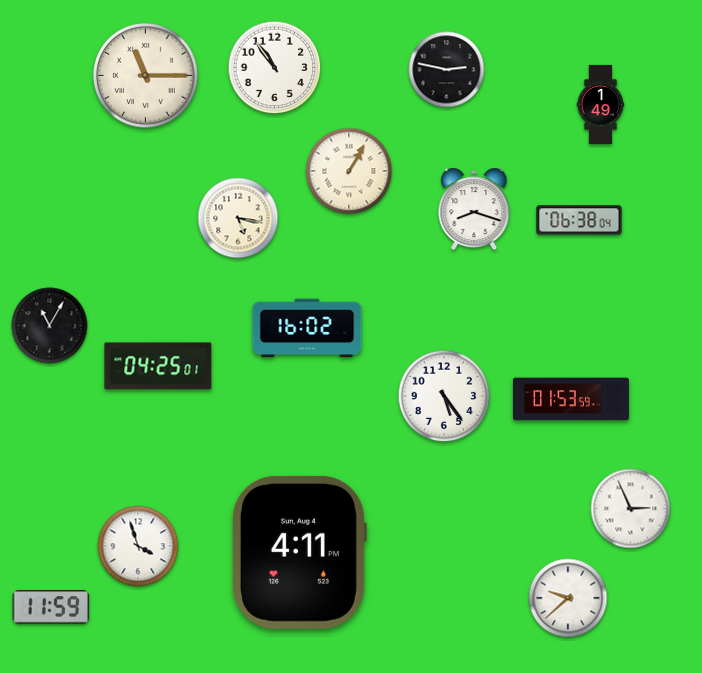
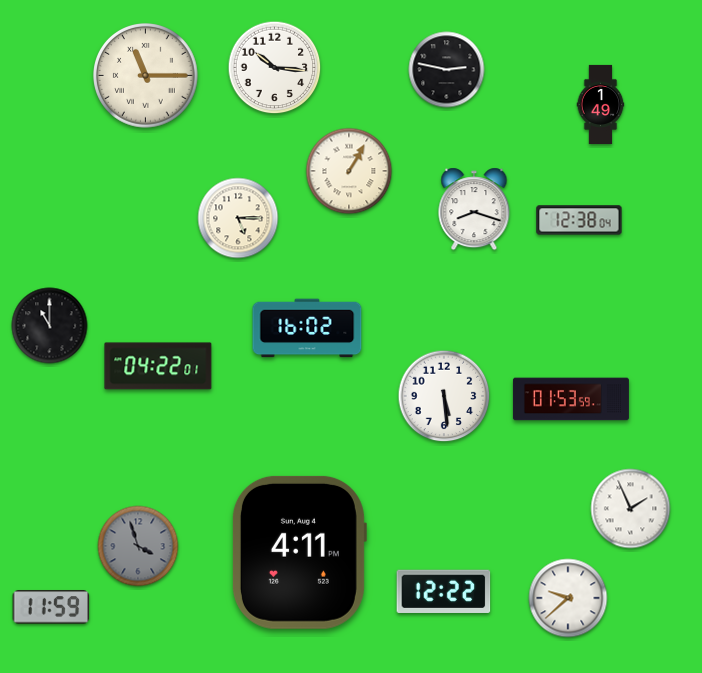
clock at (275, 68): 10:54 -> 10:16
clock at (238, 218): 5:17 -> 5:15
clock at (579, 220): 06:38 -> 12:38
clock at (50, 326): 11:05 -> 11:00
clock at (158, 366): 04:25 -> 04:22
clock at (444, 396): 5:24 -> 5:29
clock at (631, 509): 2:56 -> 1:56
clock at (138, 546) dial: white -> grey
clock at (444, 591): none -> 12:22
